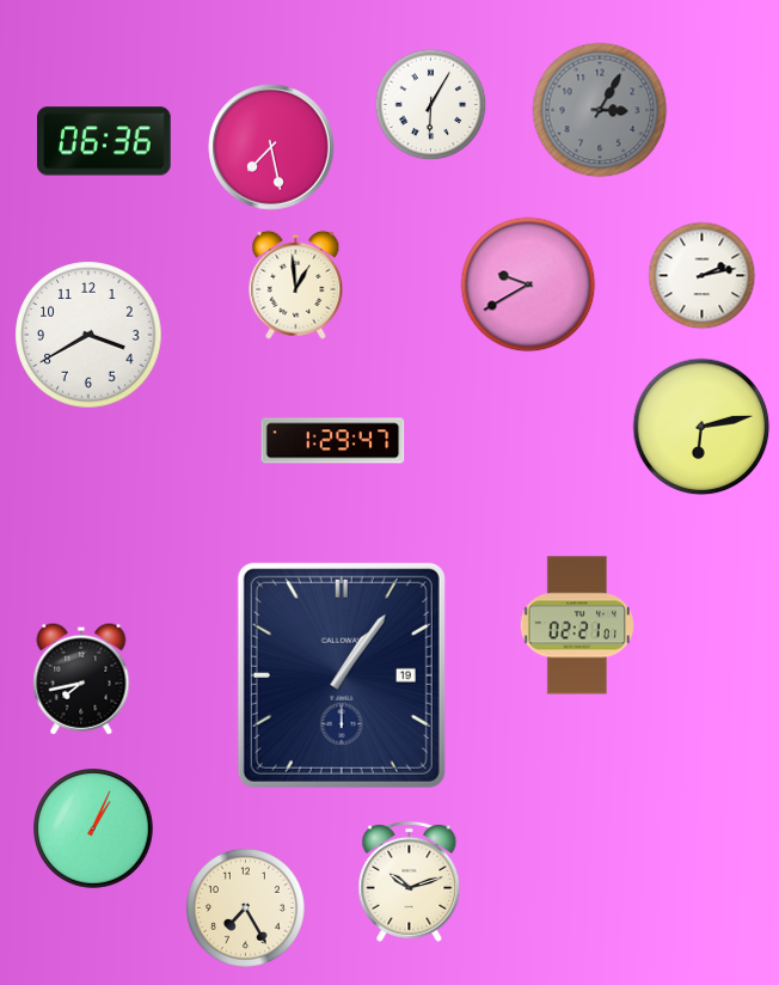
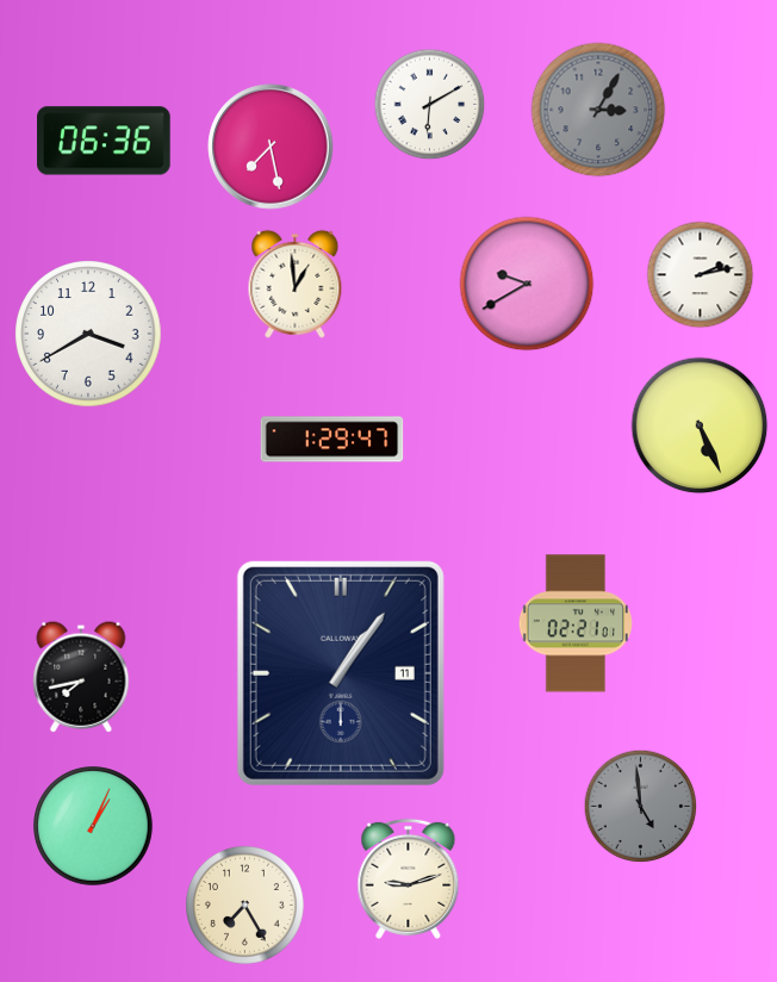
clock at (431, 105): 6:05 -> 6:10
clock at (701, 427): 6:13 -> 5:26
clock at (342, 675) date: 19 -> 11
clock at (641, 807): none -> 4:59
clock at (410, 881): 10:12 -> 9:12
